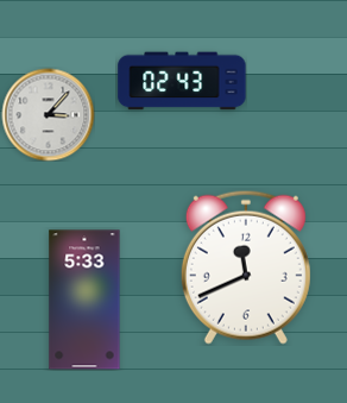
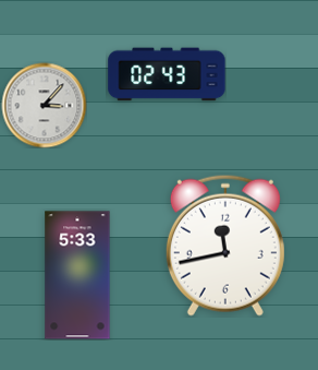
clock at (246, 267): 11:41 -> 11:43
